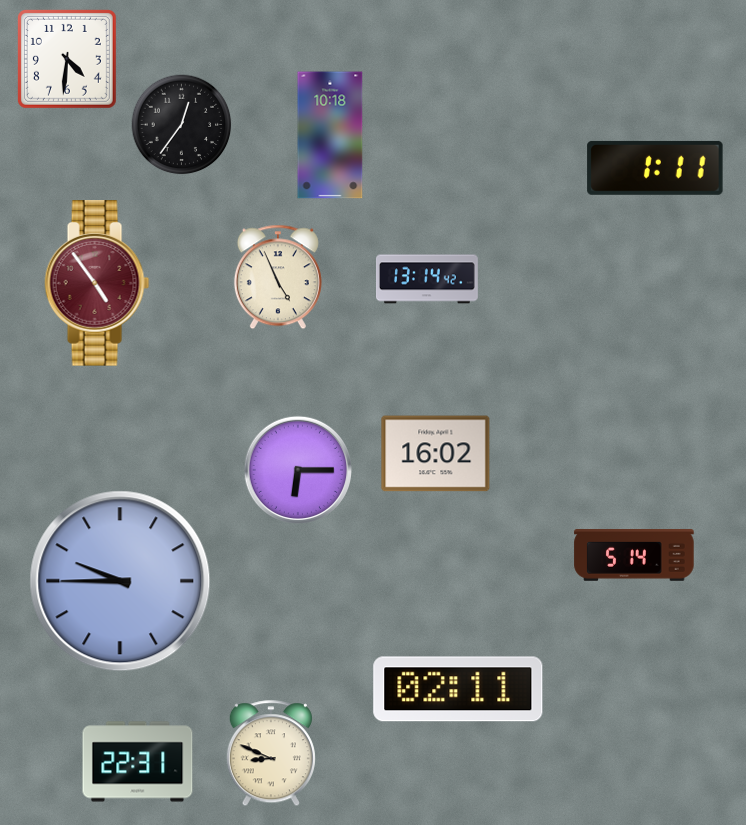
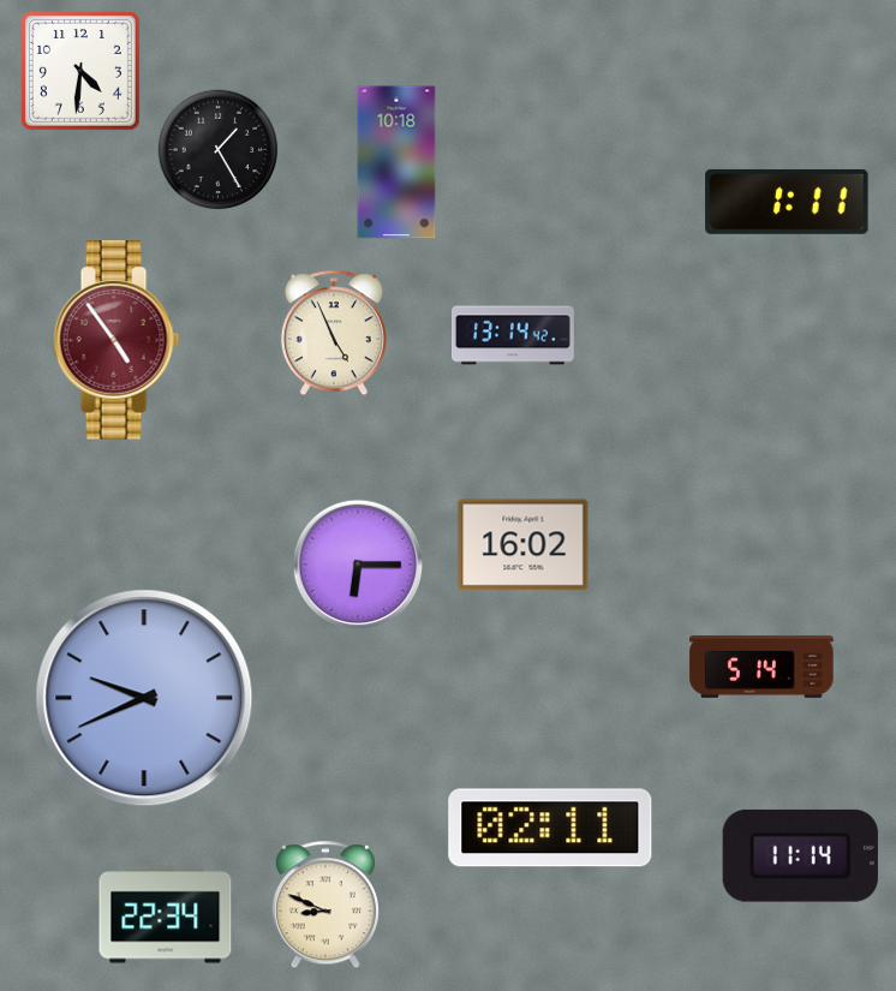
clock at (182, 125): 12:36 -> 1:25
clock at (120, 581): 9:45 -> 9:41
clock at (800, 855): none -> 11:14
clock at (138, 762): 22:31 -> 22:34
